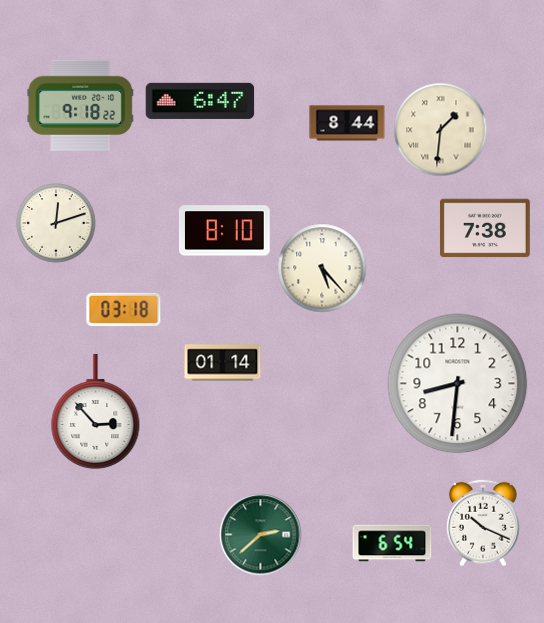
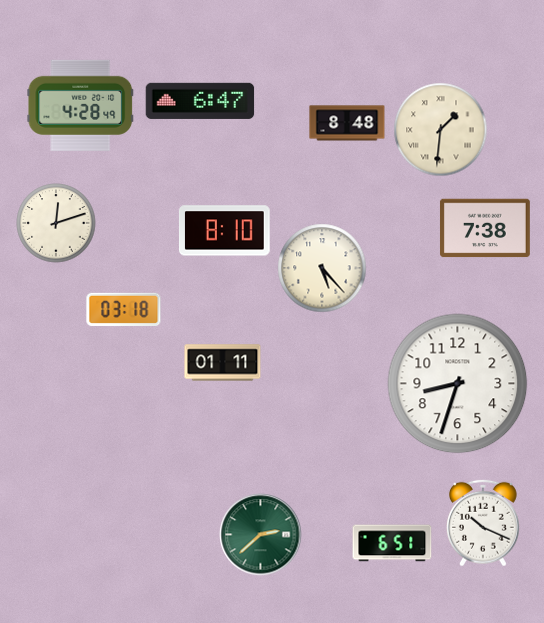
clock at (81, 105): 9:18 -> 4:28
clock at (347, 123): 8:44 -> 8:48
clock at (223, 363): 01:14 -> 01:11
clock at (458, 384): 8:31 -> 8:33
clock at (96, 411): 2:53 -> none
clock at (392, 543): 6:54 -> 6:51
